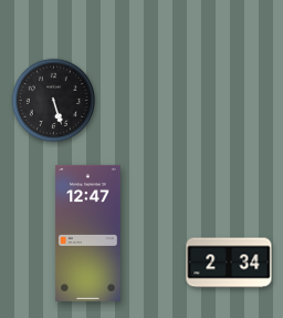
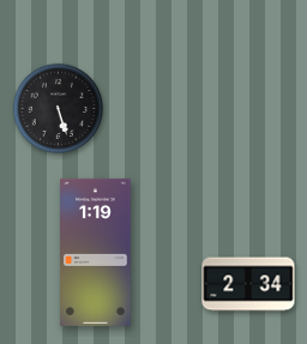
clock at (88, 233): 12:47 -> 1:19
